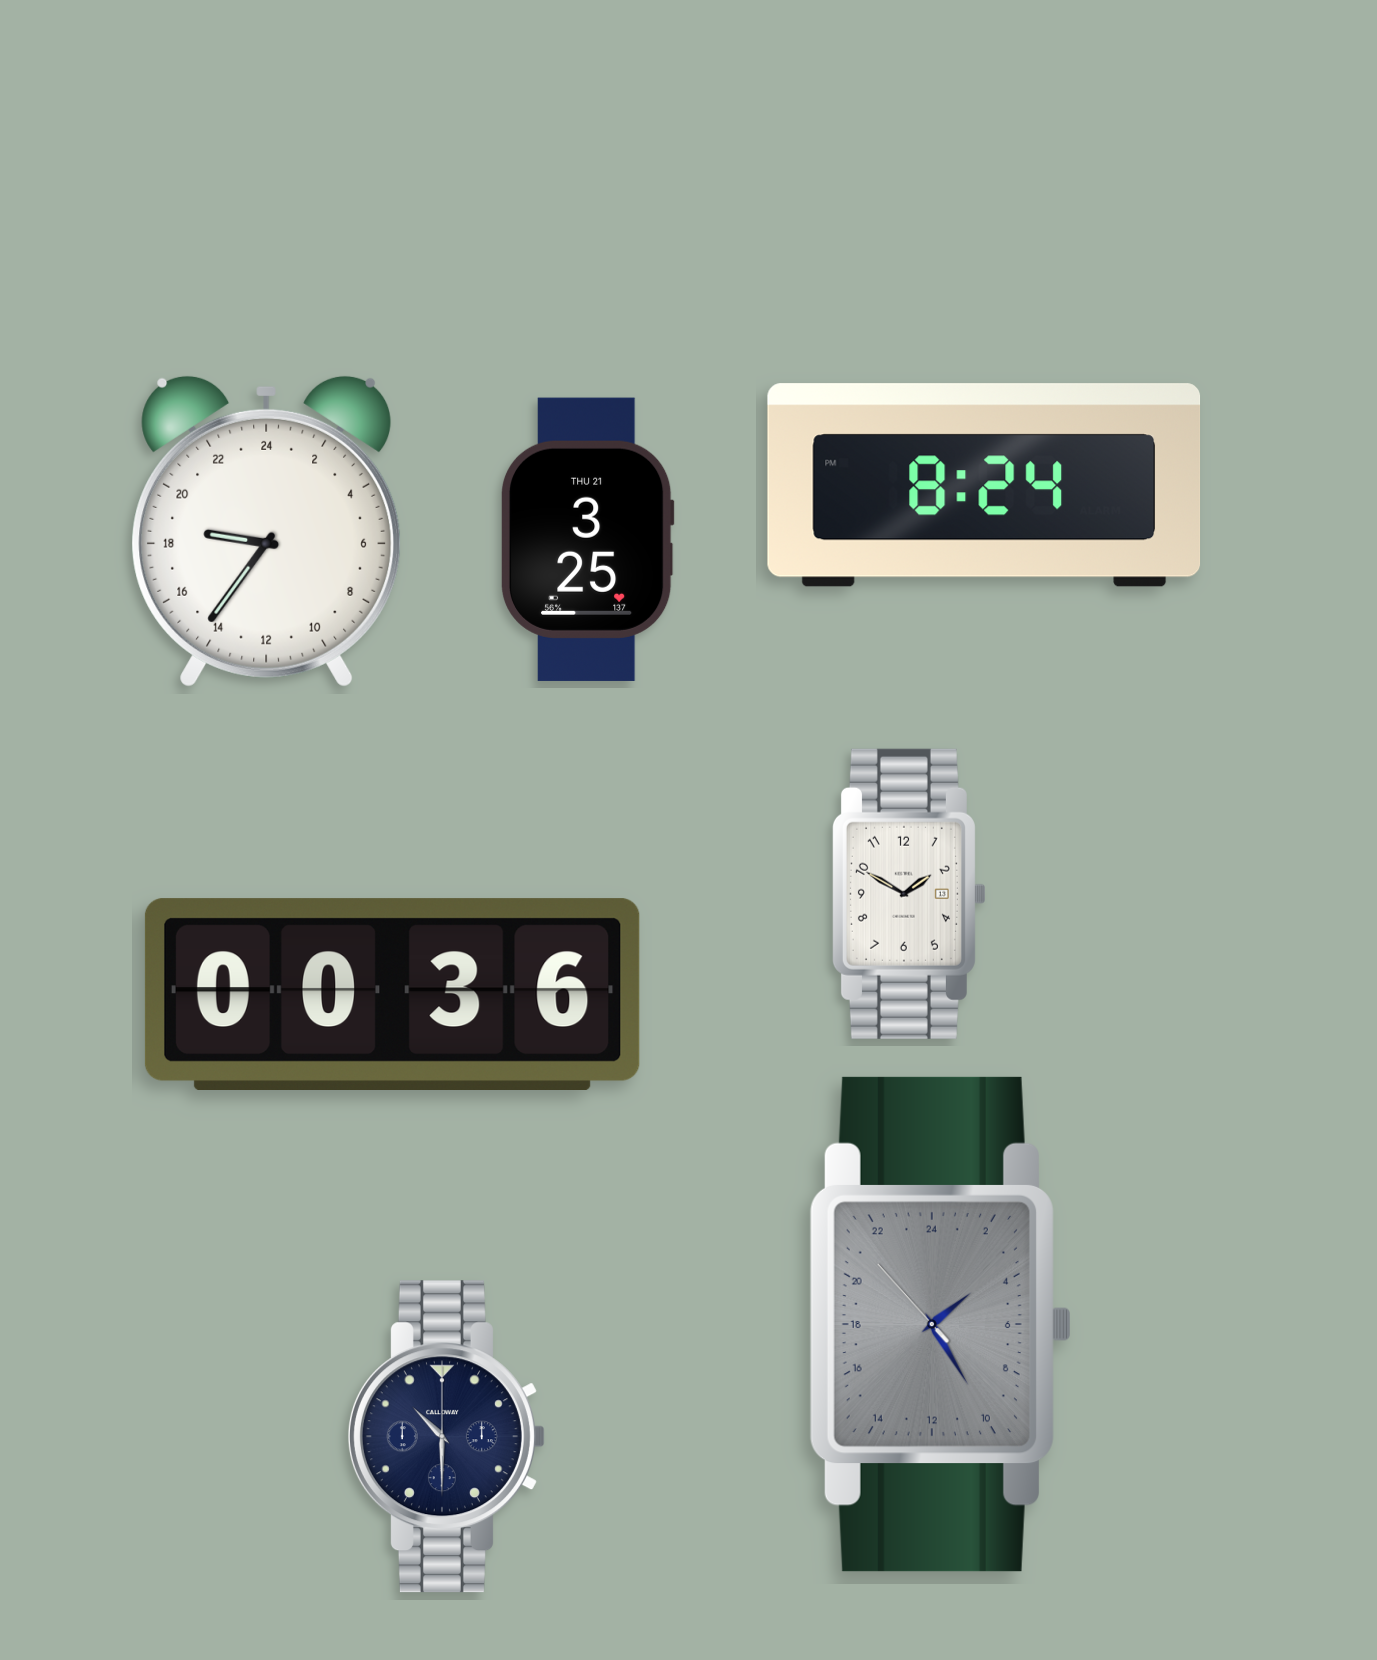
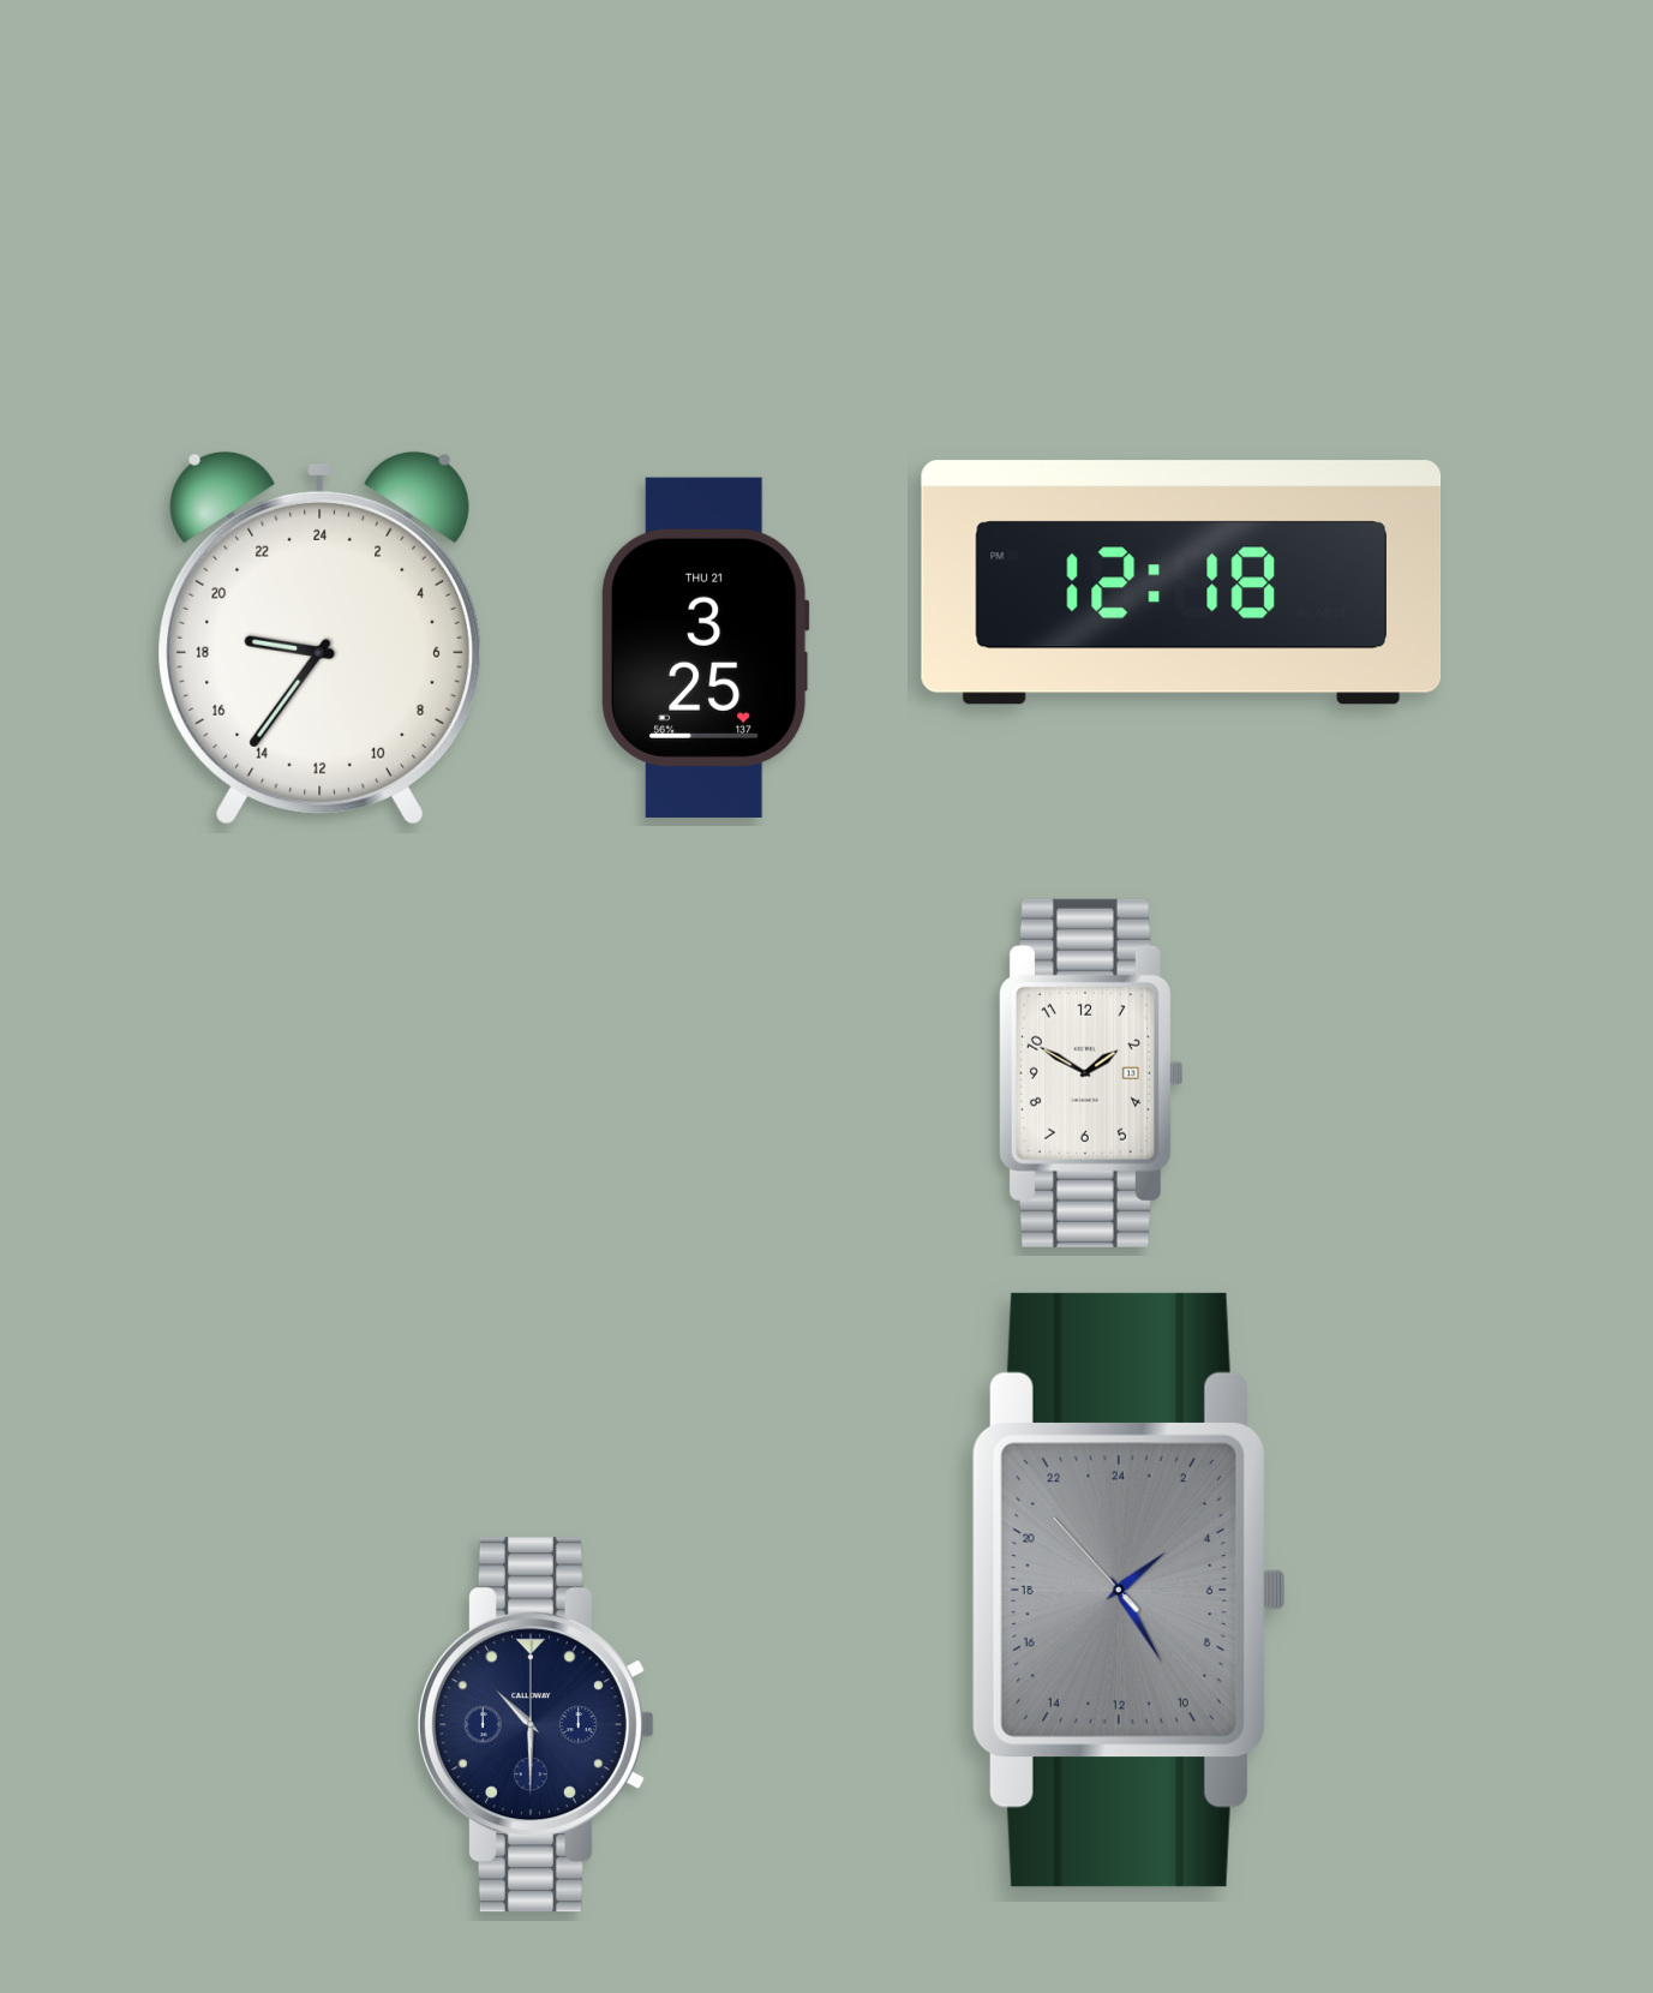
clock at (984, 485): 8:24 -> 12:18
clock at (392, 994): 00:36 -> none
